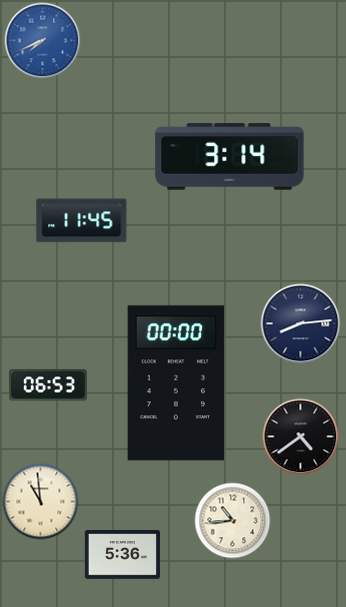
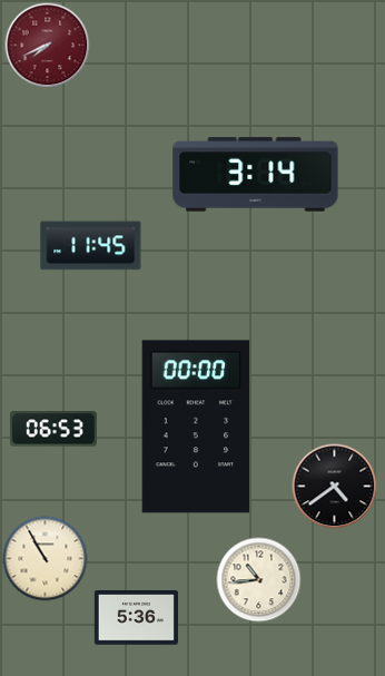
clock at (43, 41) dial: blue -> burgundy
clock at (301, 324): 8:14 -> none
clock at (41, 502): 10:59 -> 10:55
